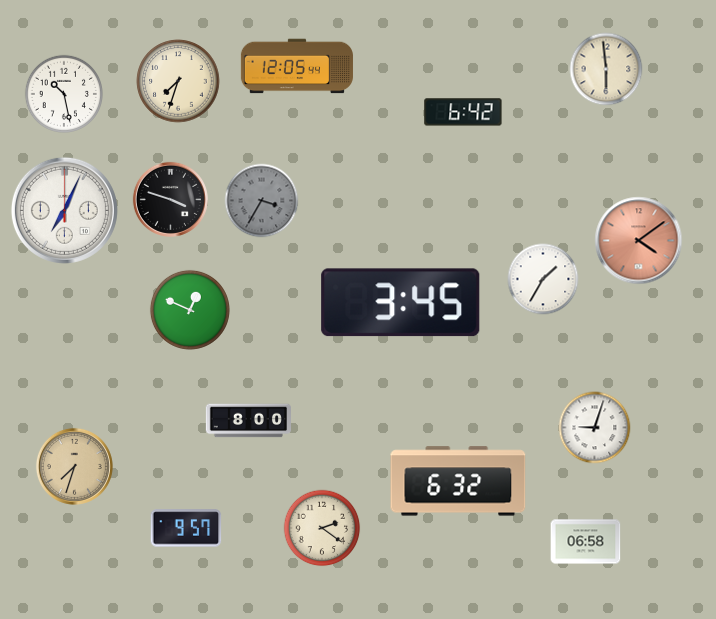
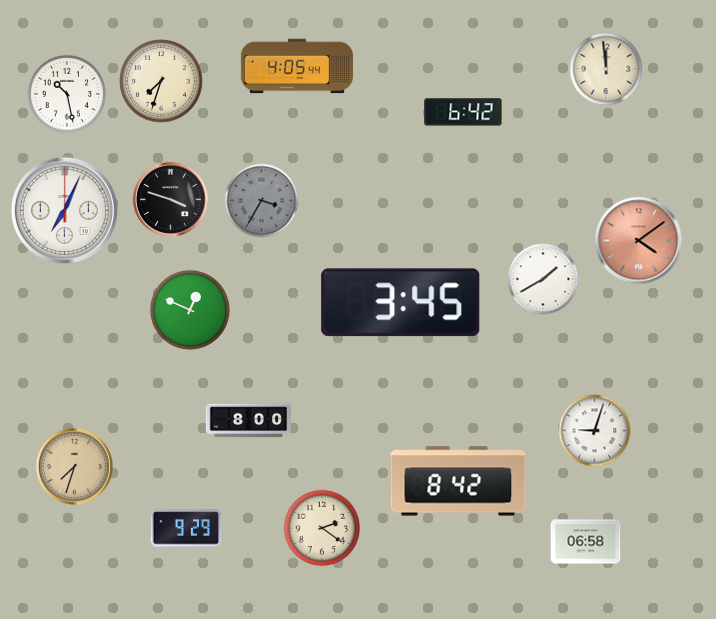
clock at (297, 66): 12:05 -> 4:05
clock at (606, 69): 5:59 -> 11:59
clock at (178, 81) position: (178, 81) -> (161, 81)
clock at (63, 93) position: (63, 93) -> (66, 93)
clock at (543, 279): 1:35 -> 1:40
clock at (595, 428) position: (595, 428) -> (595, 431)
clock at (458, 481): 6:32 -> 8:42
clock at (186, 528): 9:57 -> 9:29
